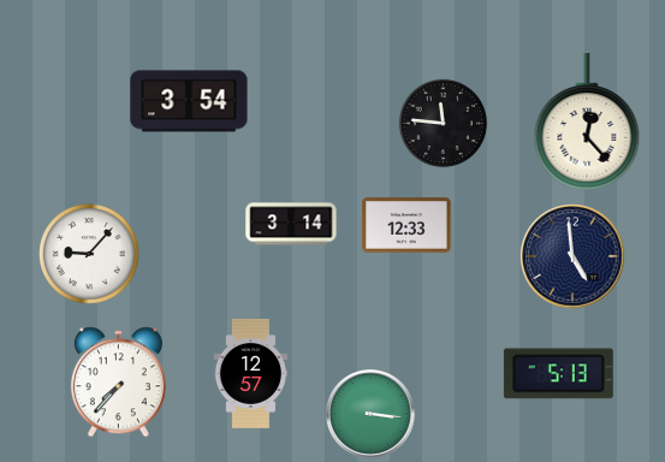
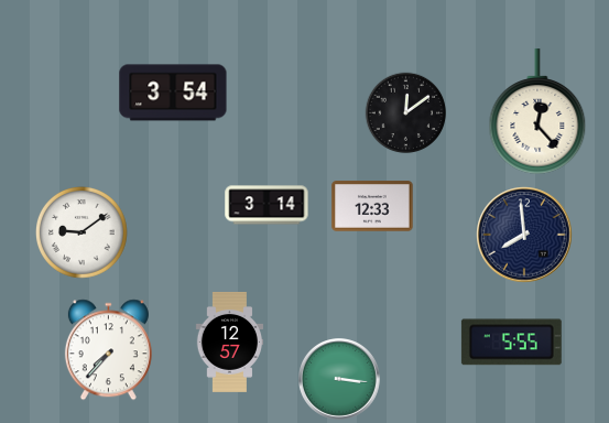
clock at (444, 124): 11:46 -> 12:09
clock at (90, 255): 9:07 -> 9:09
clock at (572, 256): 4:59 -> 7:59
clock at (558, 374): 5:13 -> 5:55
